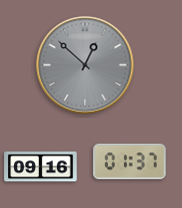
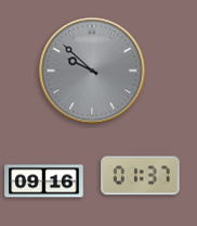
clock at (85, 65): 12:52 -> 9:52
